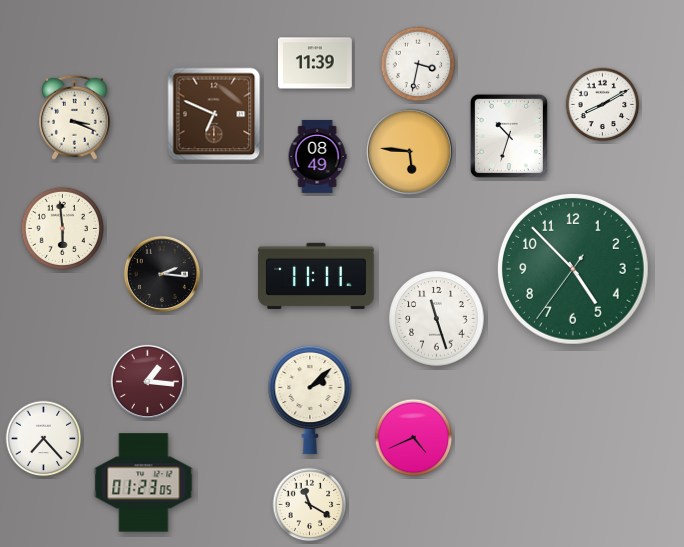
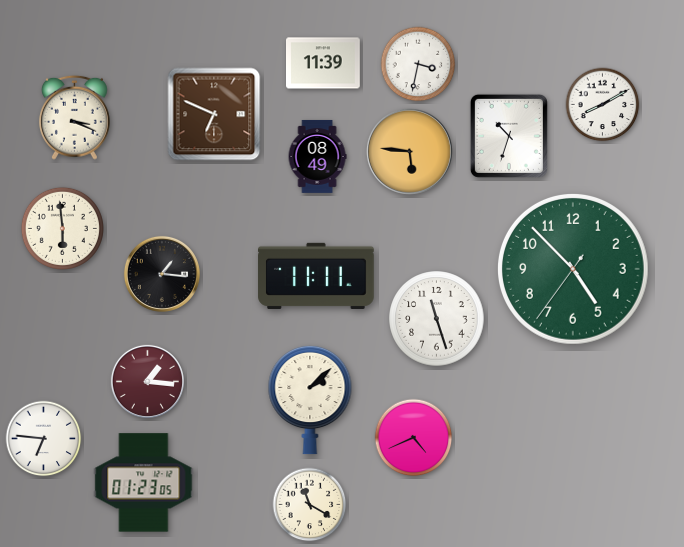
clock at (316, 63) position: (316, 63) -> (324, 63)
clock at (162, 274): 2:16 -> 1:16
clock at (44, 439): 7:23 -> 6:46
